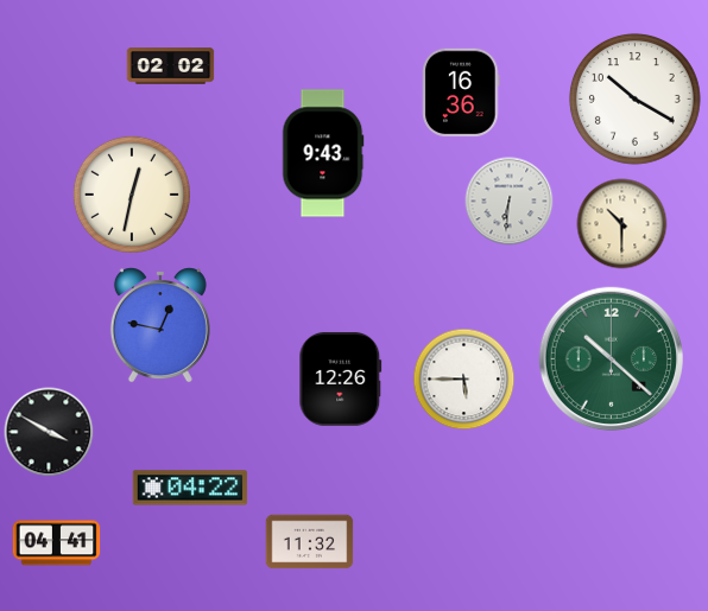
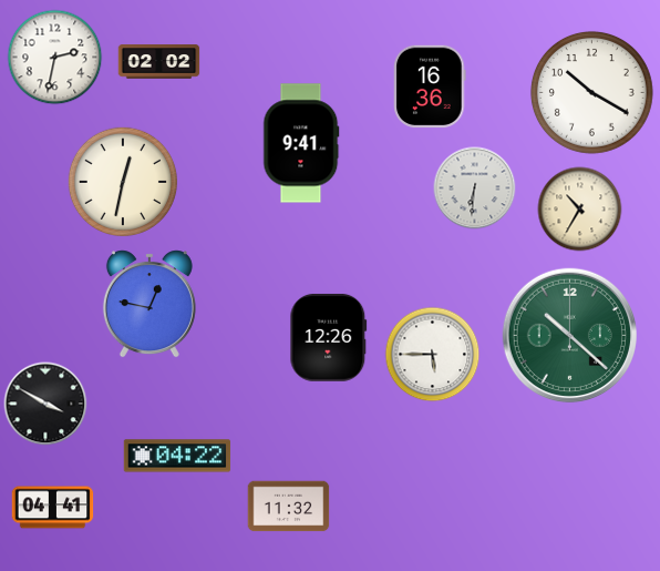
clock at (55, 58): none -> 2:32
clock at (323, 153): 9:43 -> 9:41
clock at (622, 224): 10:30 -> 10:35
clock at (341, 378) position: (341, 378) -> (329, 337)
